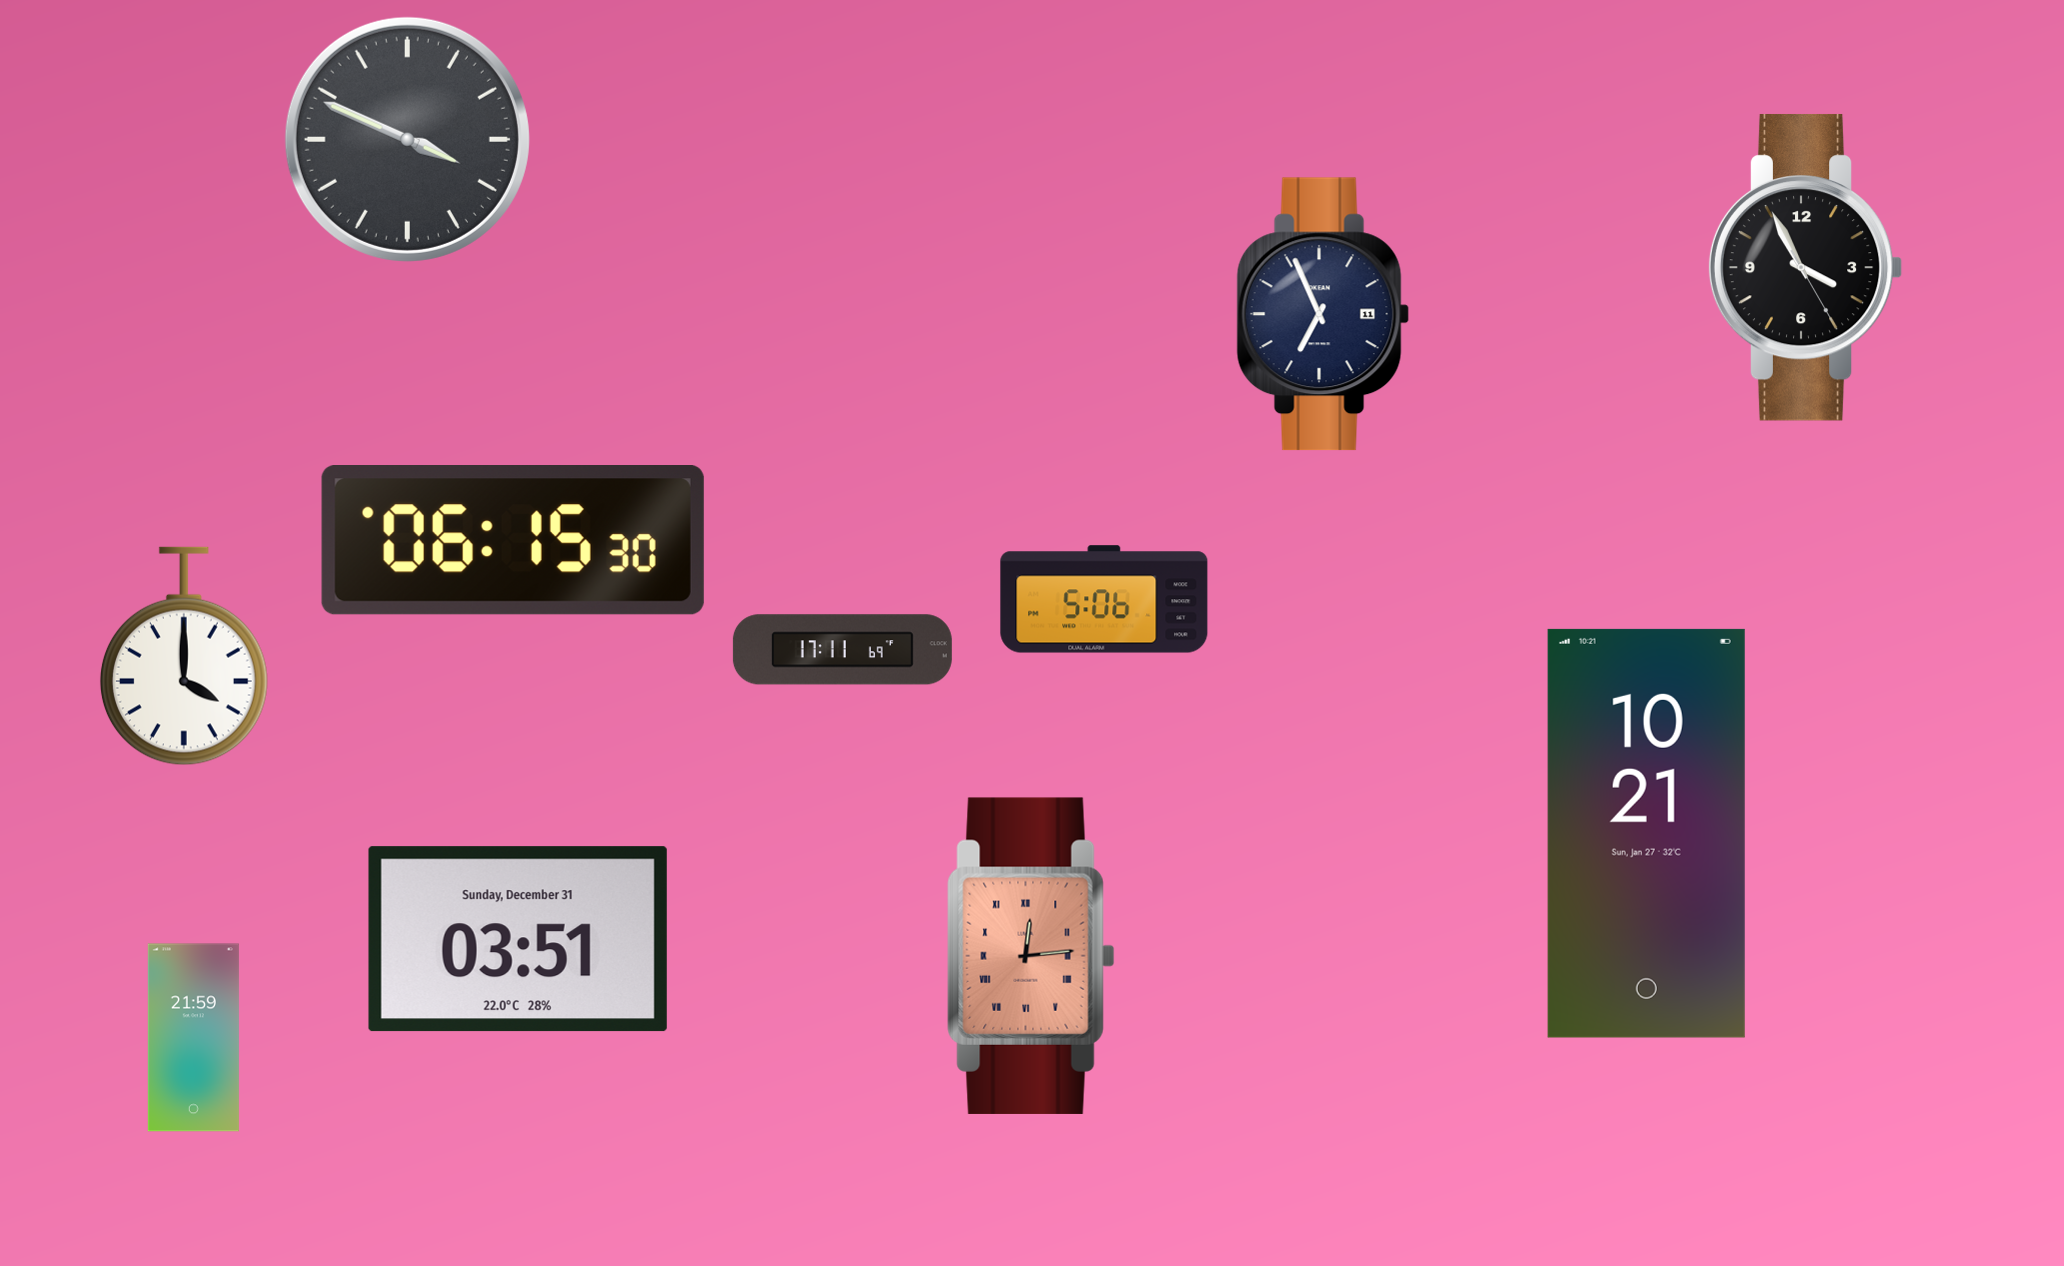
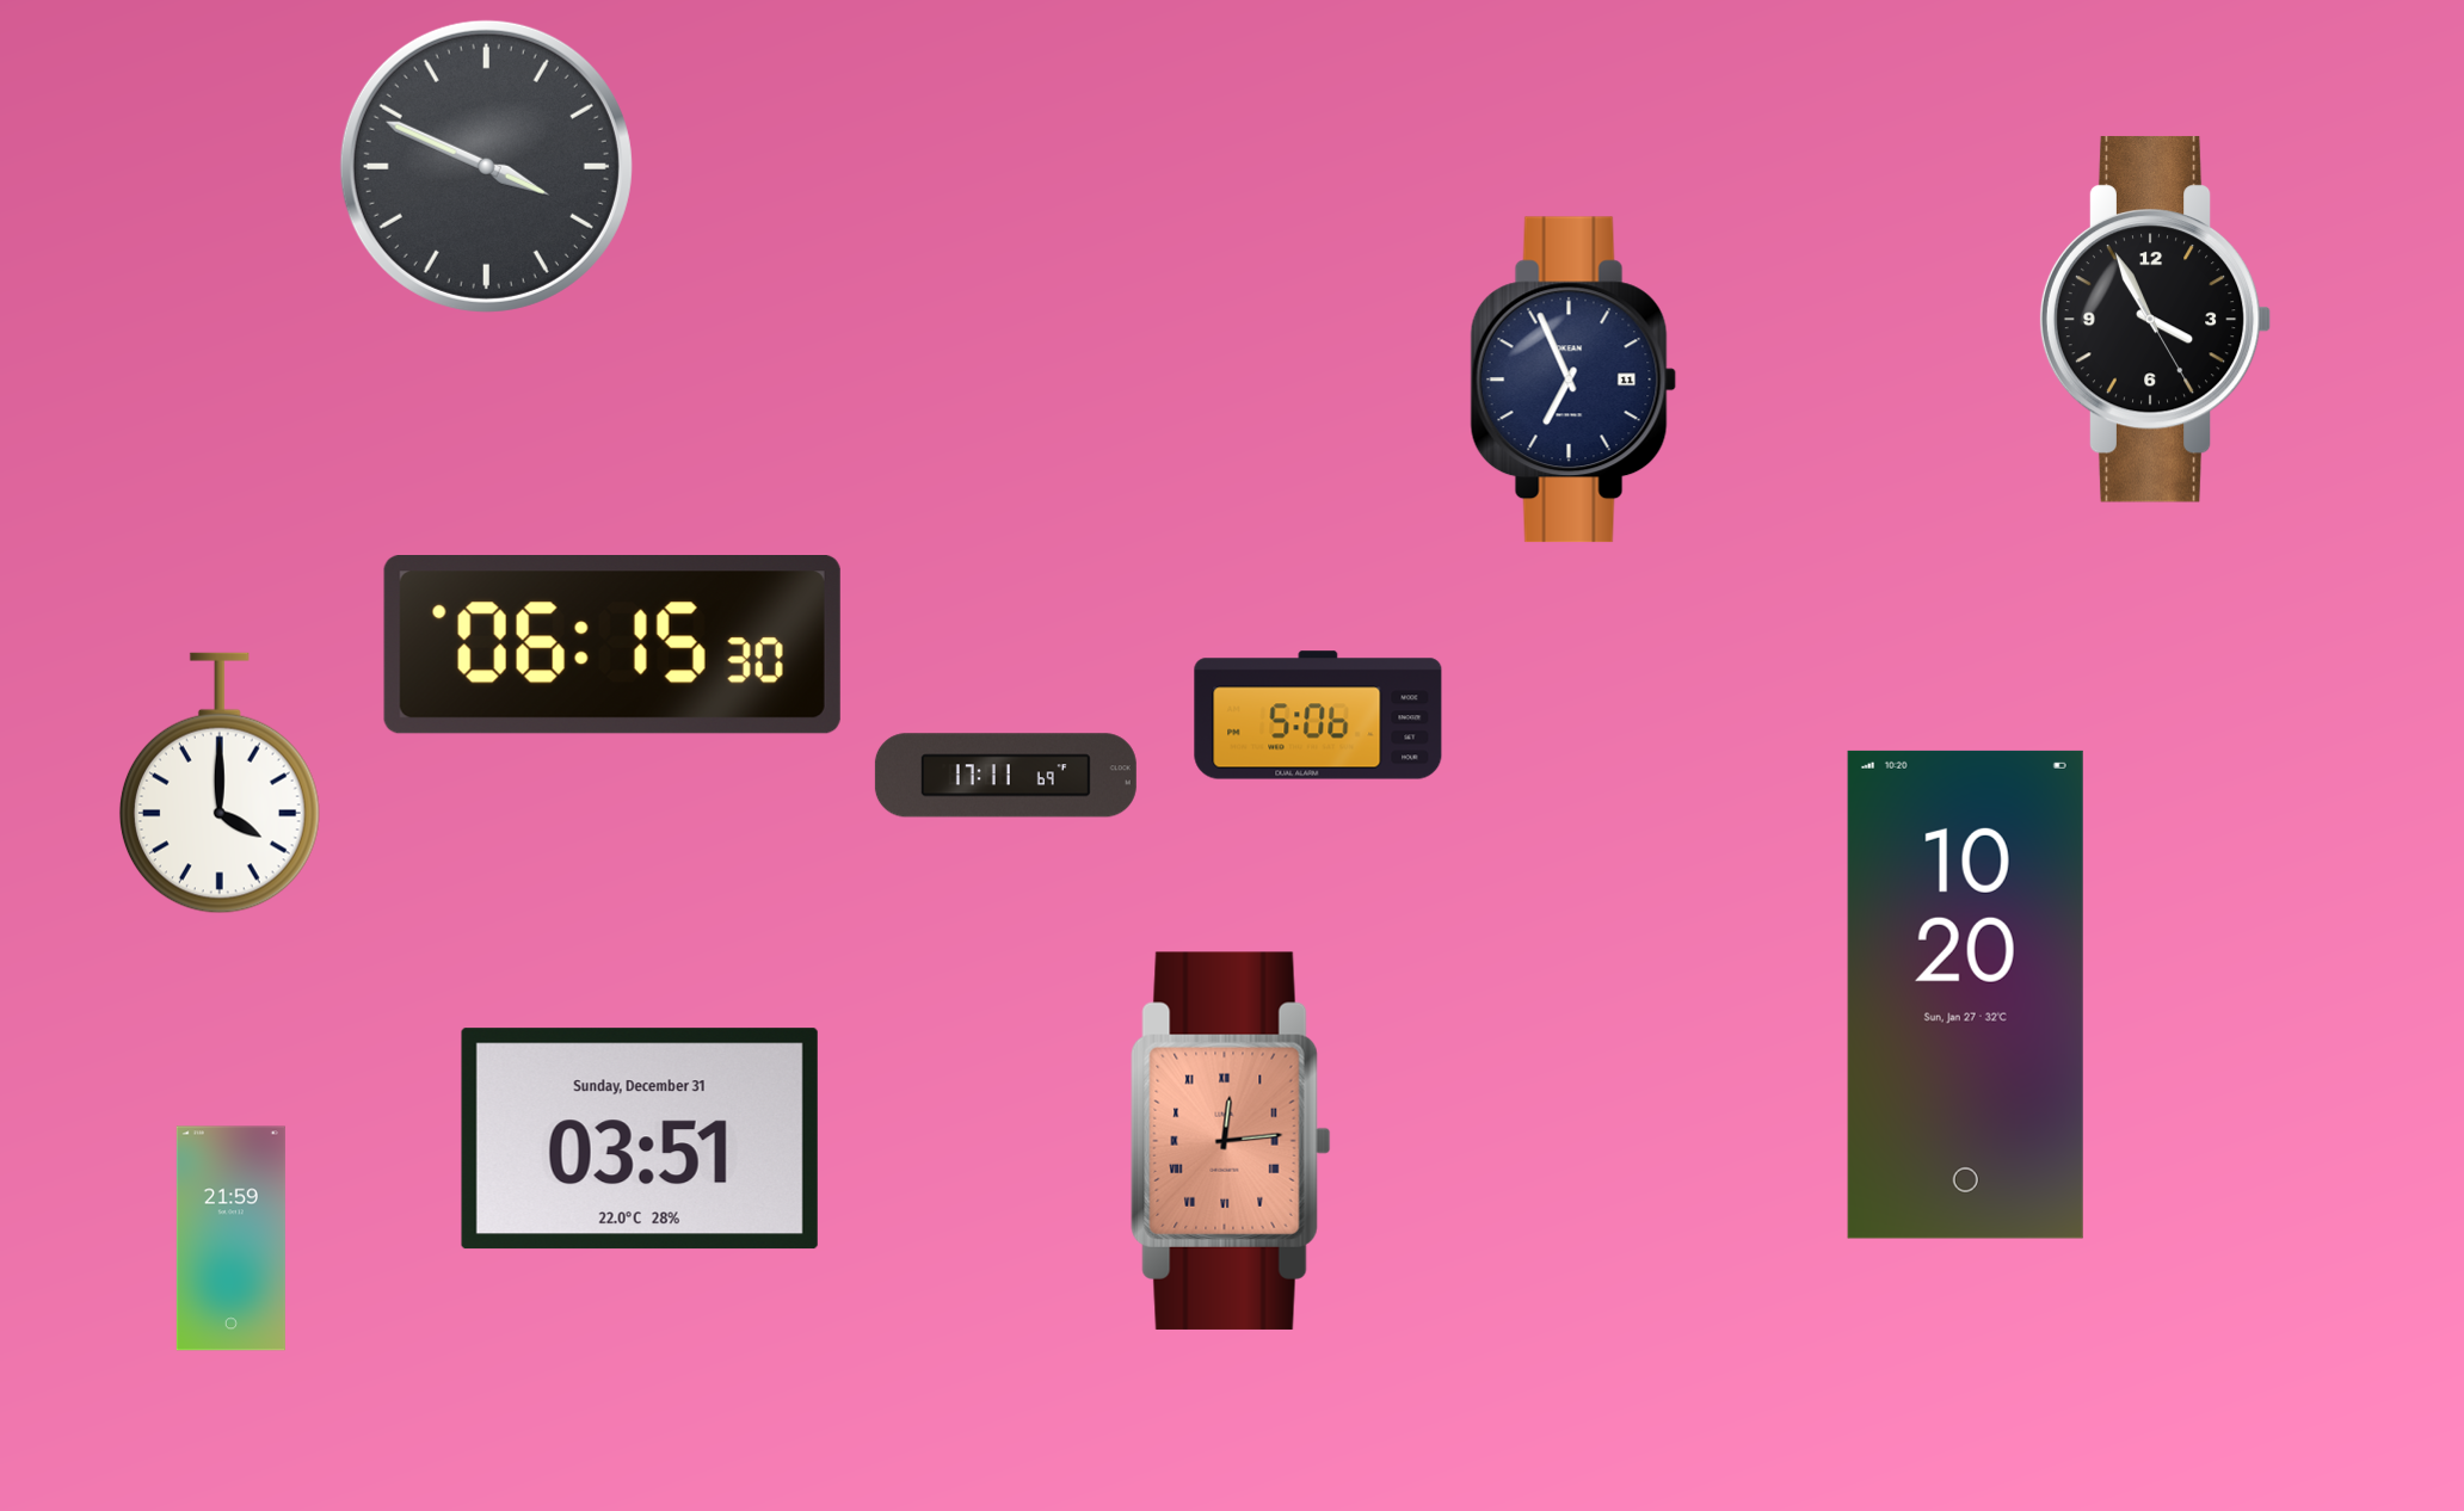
clock at (1323, 314) position: (1323, 314) -> (1573, 380)
clock at (1646, 833): 10:21 -> 10:20
clock at (518, 939) position: (518, 939) -> (640, 1139)
